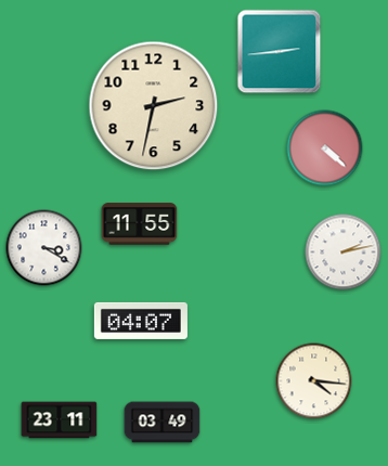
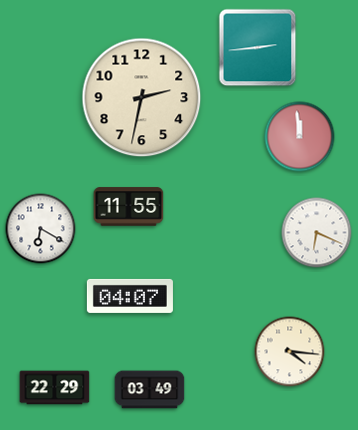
clock at (325, 148): 4:22 -> 11:59
clock at (44, 248): 3:20 -> 6:20
clock at (344, 253): 2:13 -> 6:19
clock at (60, 420): 23:11 -> 22:29
